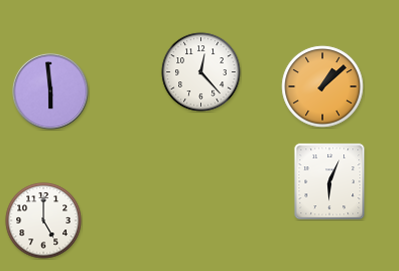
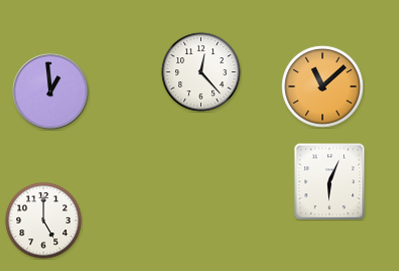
clock at (323, 87): 1:08 -> 11:08
clock at (51, 92): 5:59 -> 12:59
